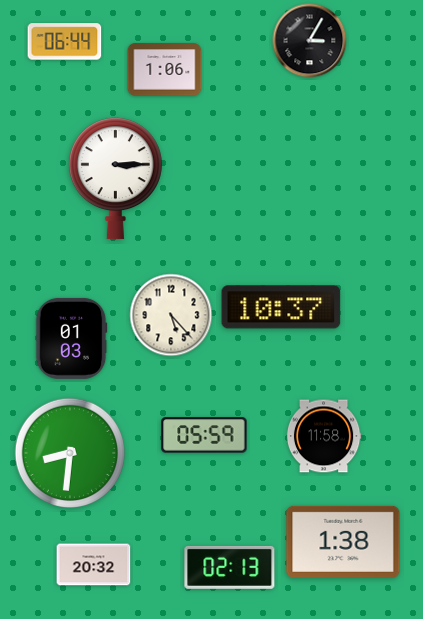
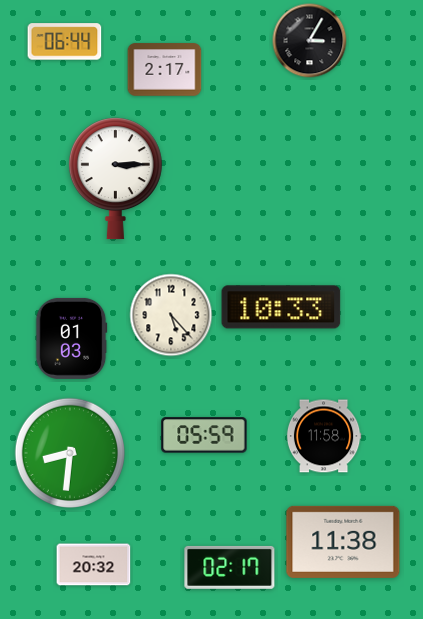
clock at (165, 70): 1:06 -> 2:17
clock at (281, 307): 10:37 -> 10:33
clock at (343, 542): 1:38 -> 11:38
clock at (230, 567): 02:13 -> 02:17
